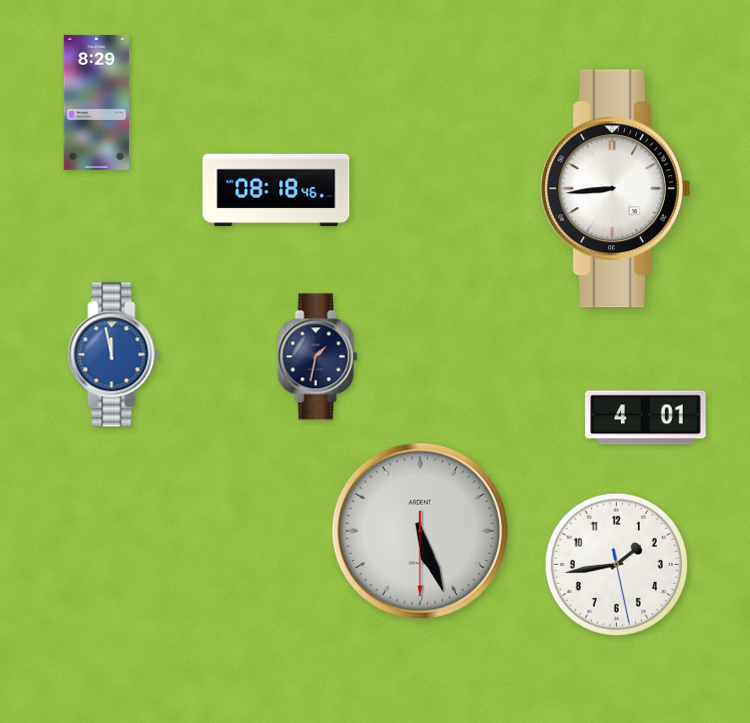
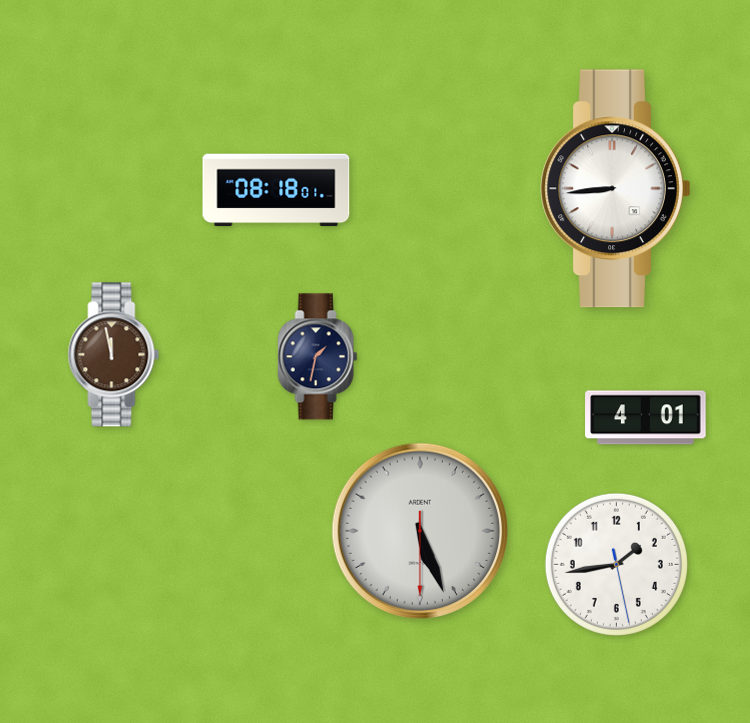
clock at (96, 102): 8:29 -> none
clock at (276, 190): 08:18:46 -> 08:18:01
clock at (114, 355) dial: blue -> brown
